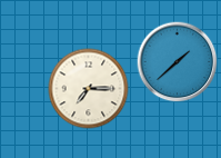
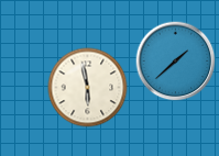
clock at (89, 89): 7:15 -> 5:58
